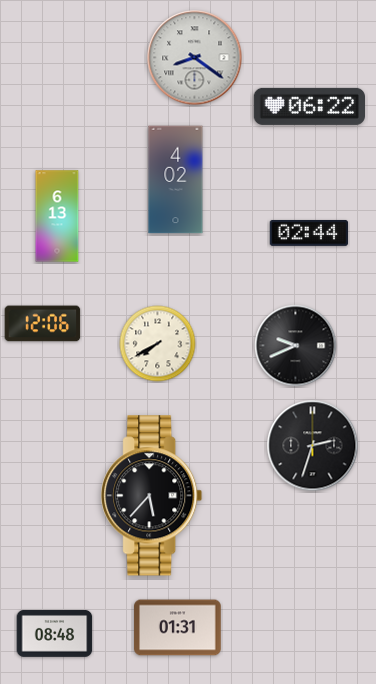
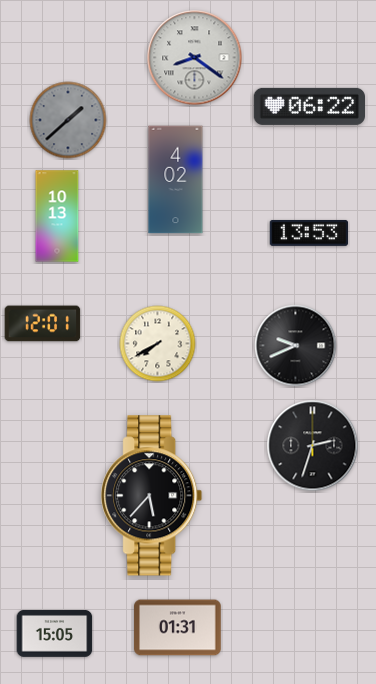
clock at (68, 120): none -> 1:38
clock at (57, 216): 6:13 -> 10:13
clock at (309, 233): 02:44 -> 13:53
clock at (43, 324): 12:06 -> 12:01
clock at (55, 634): 08:48 -> 15:05
